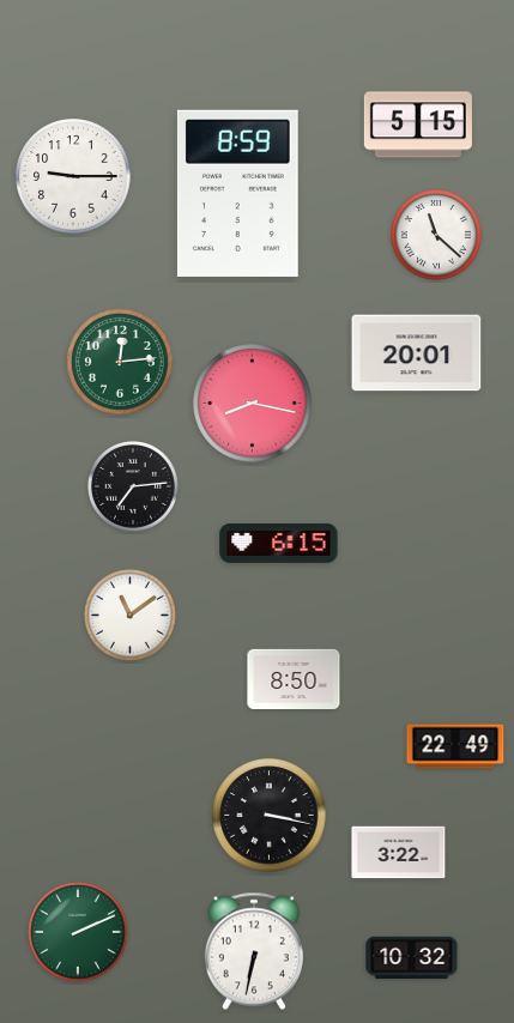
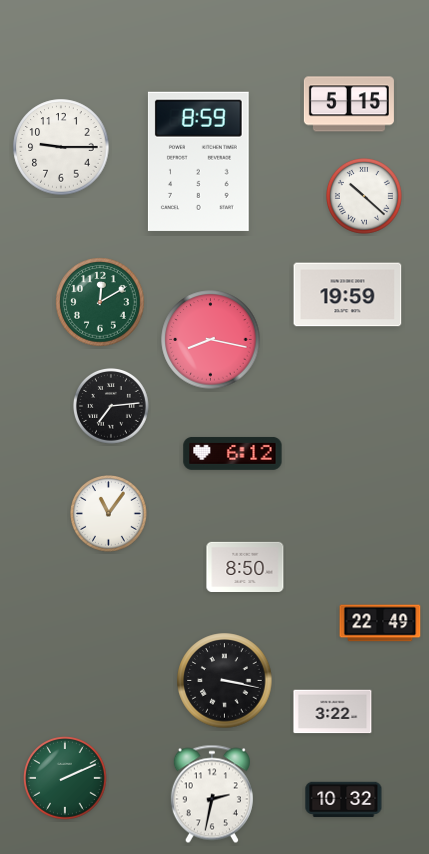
clock at (437, 236): 11:22 -> 10:22
clock at (417, 353): 20:01 -> 19:59
clock at (120, 362): 12:14 -> 12:10
clock at (253, 404) position: (253, 404) -> (211, 340)
clock at (279, 543): 6:15 -> 6:12
clock at (131, 616): 11:09 -> 11:06
clock at (254, 951): 6:32 -> 2:32
